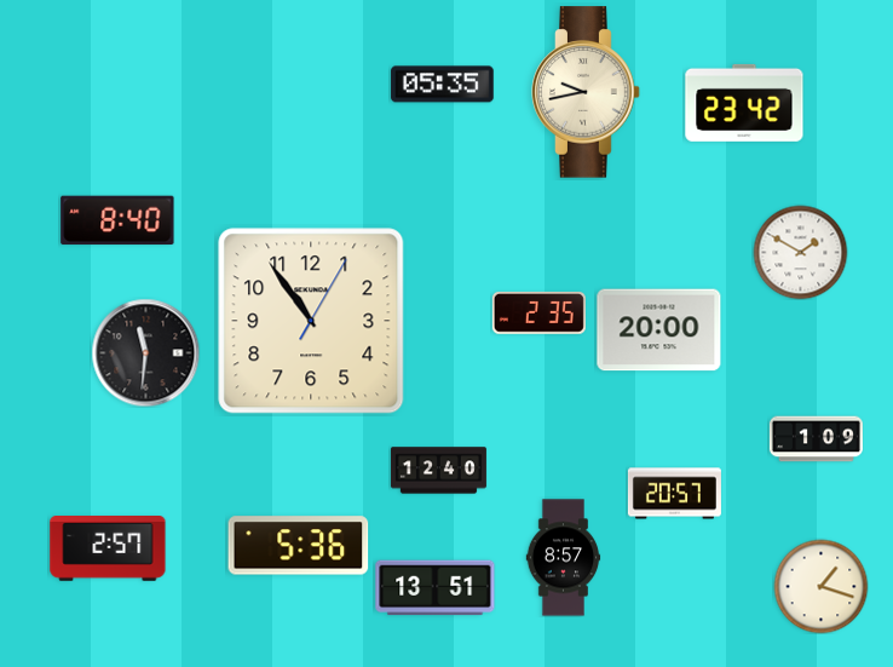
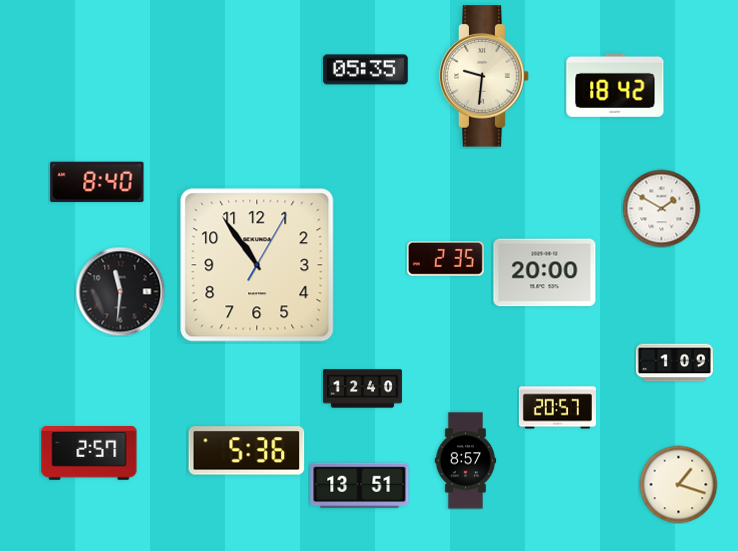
clock at (586, 92): 9:43 -> 9:31
clock at (744, 103): 23:42 -> 18:42
